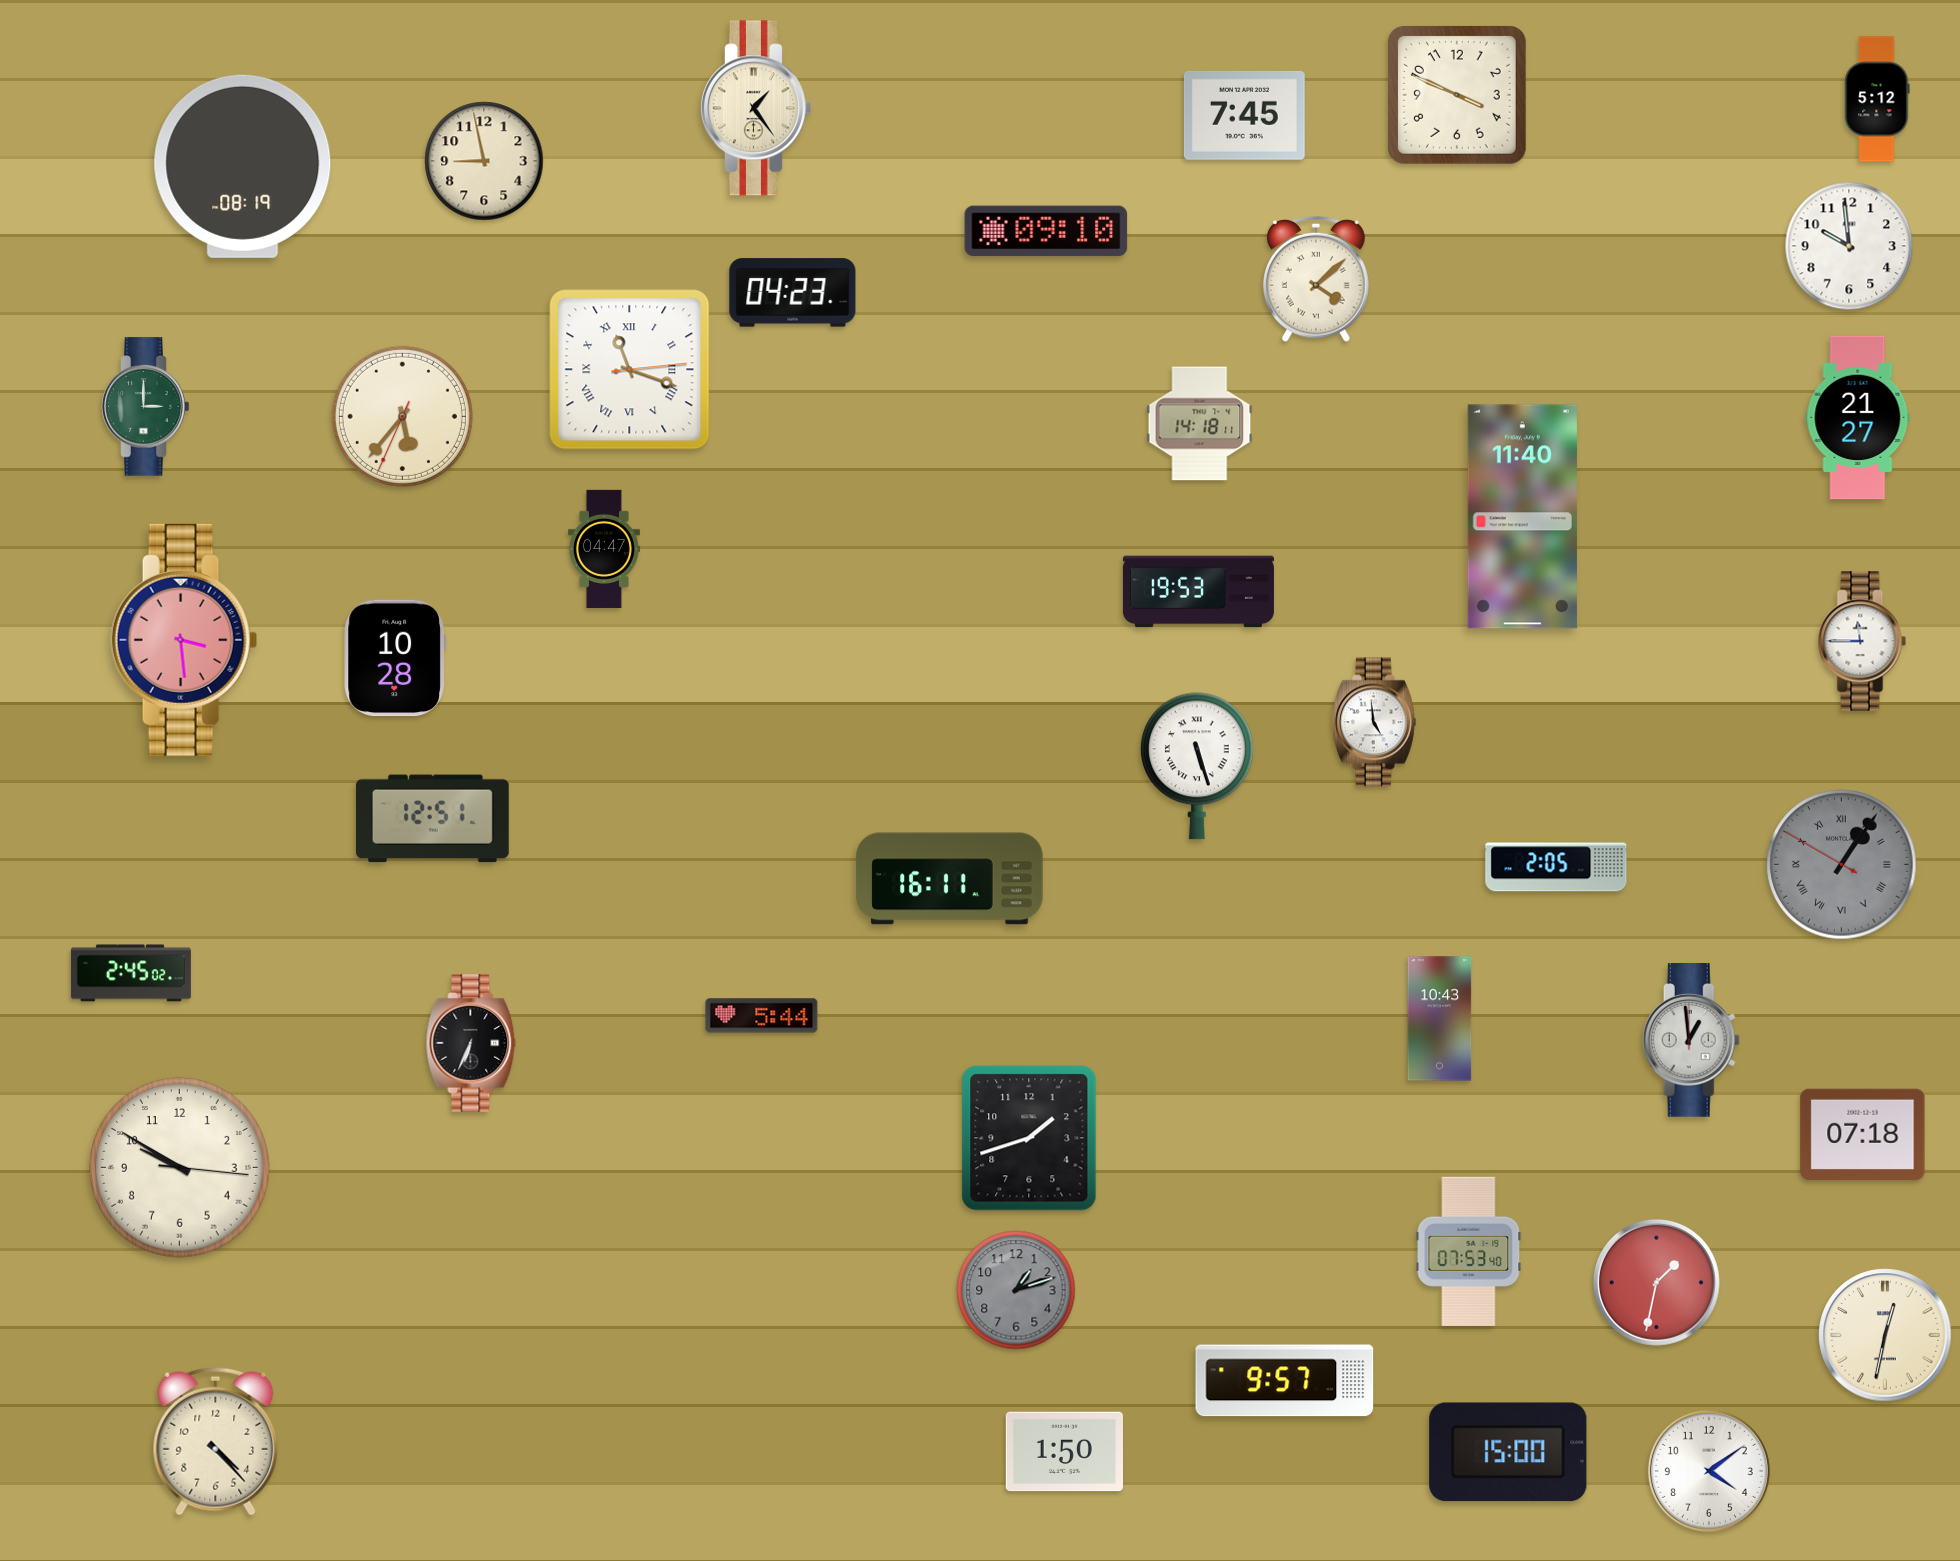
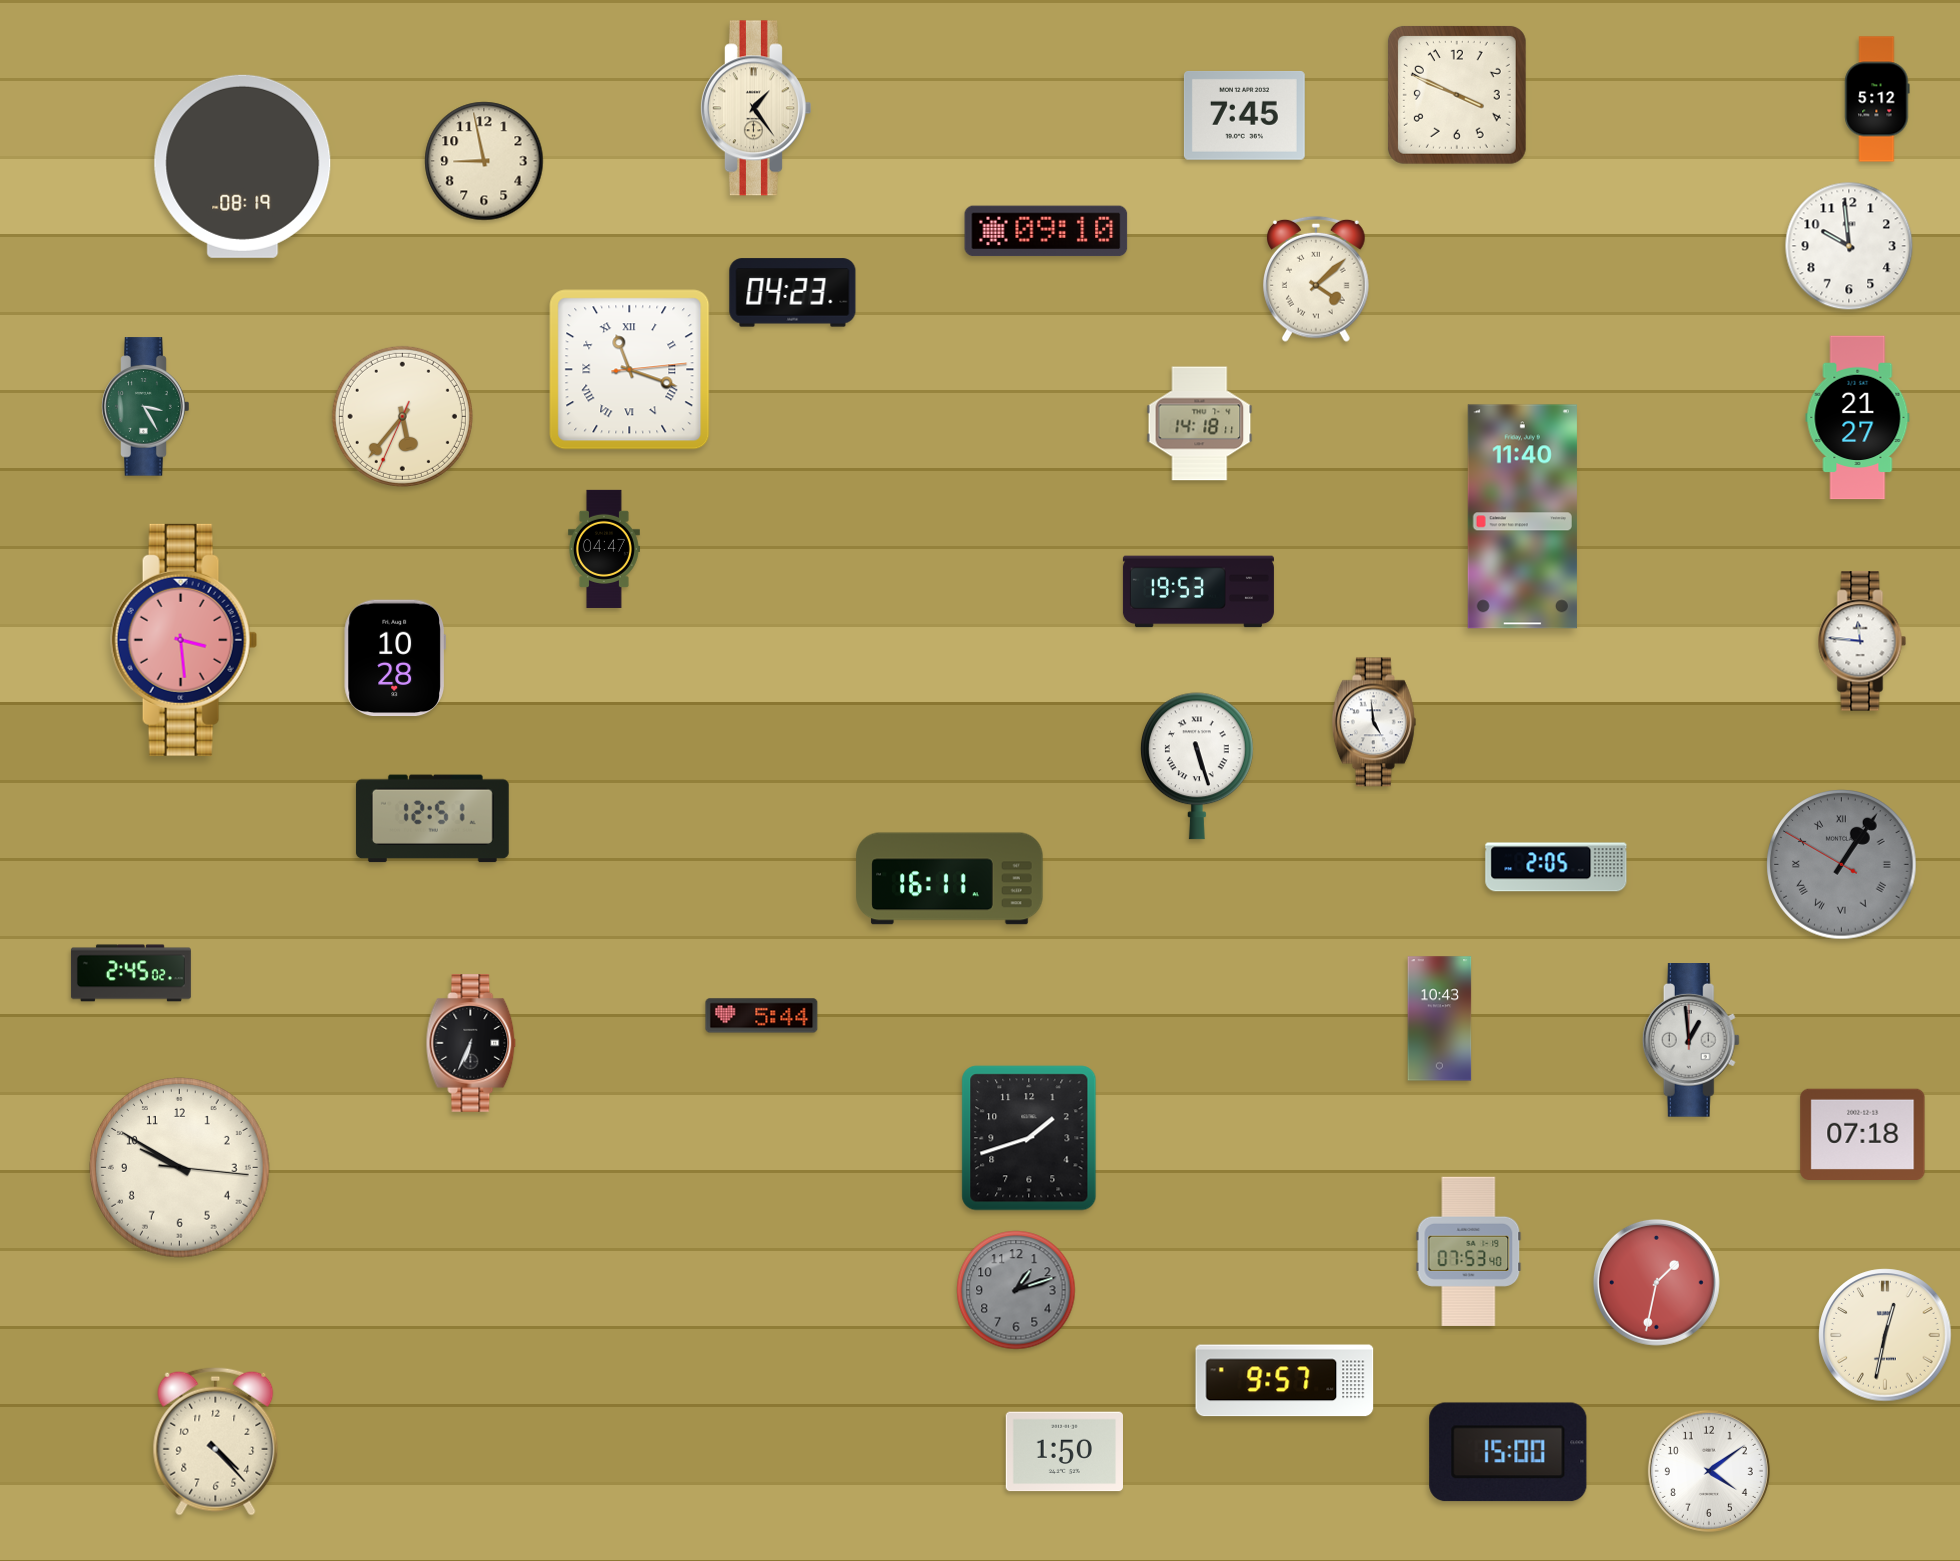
clock at (146, 407): 3:00 -> 3:25
clock at (1862, 641): 11:45 -> 11:46
